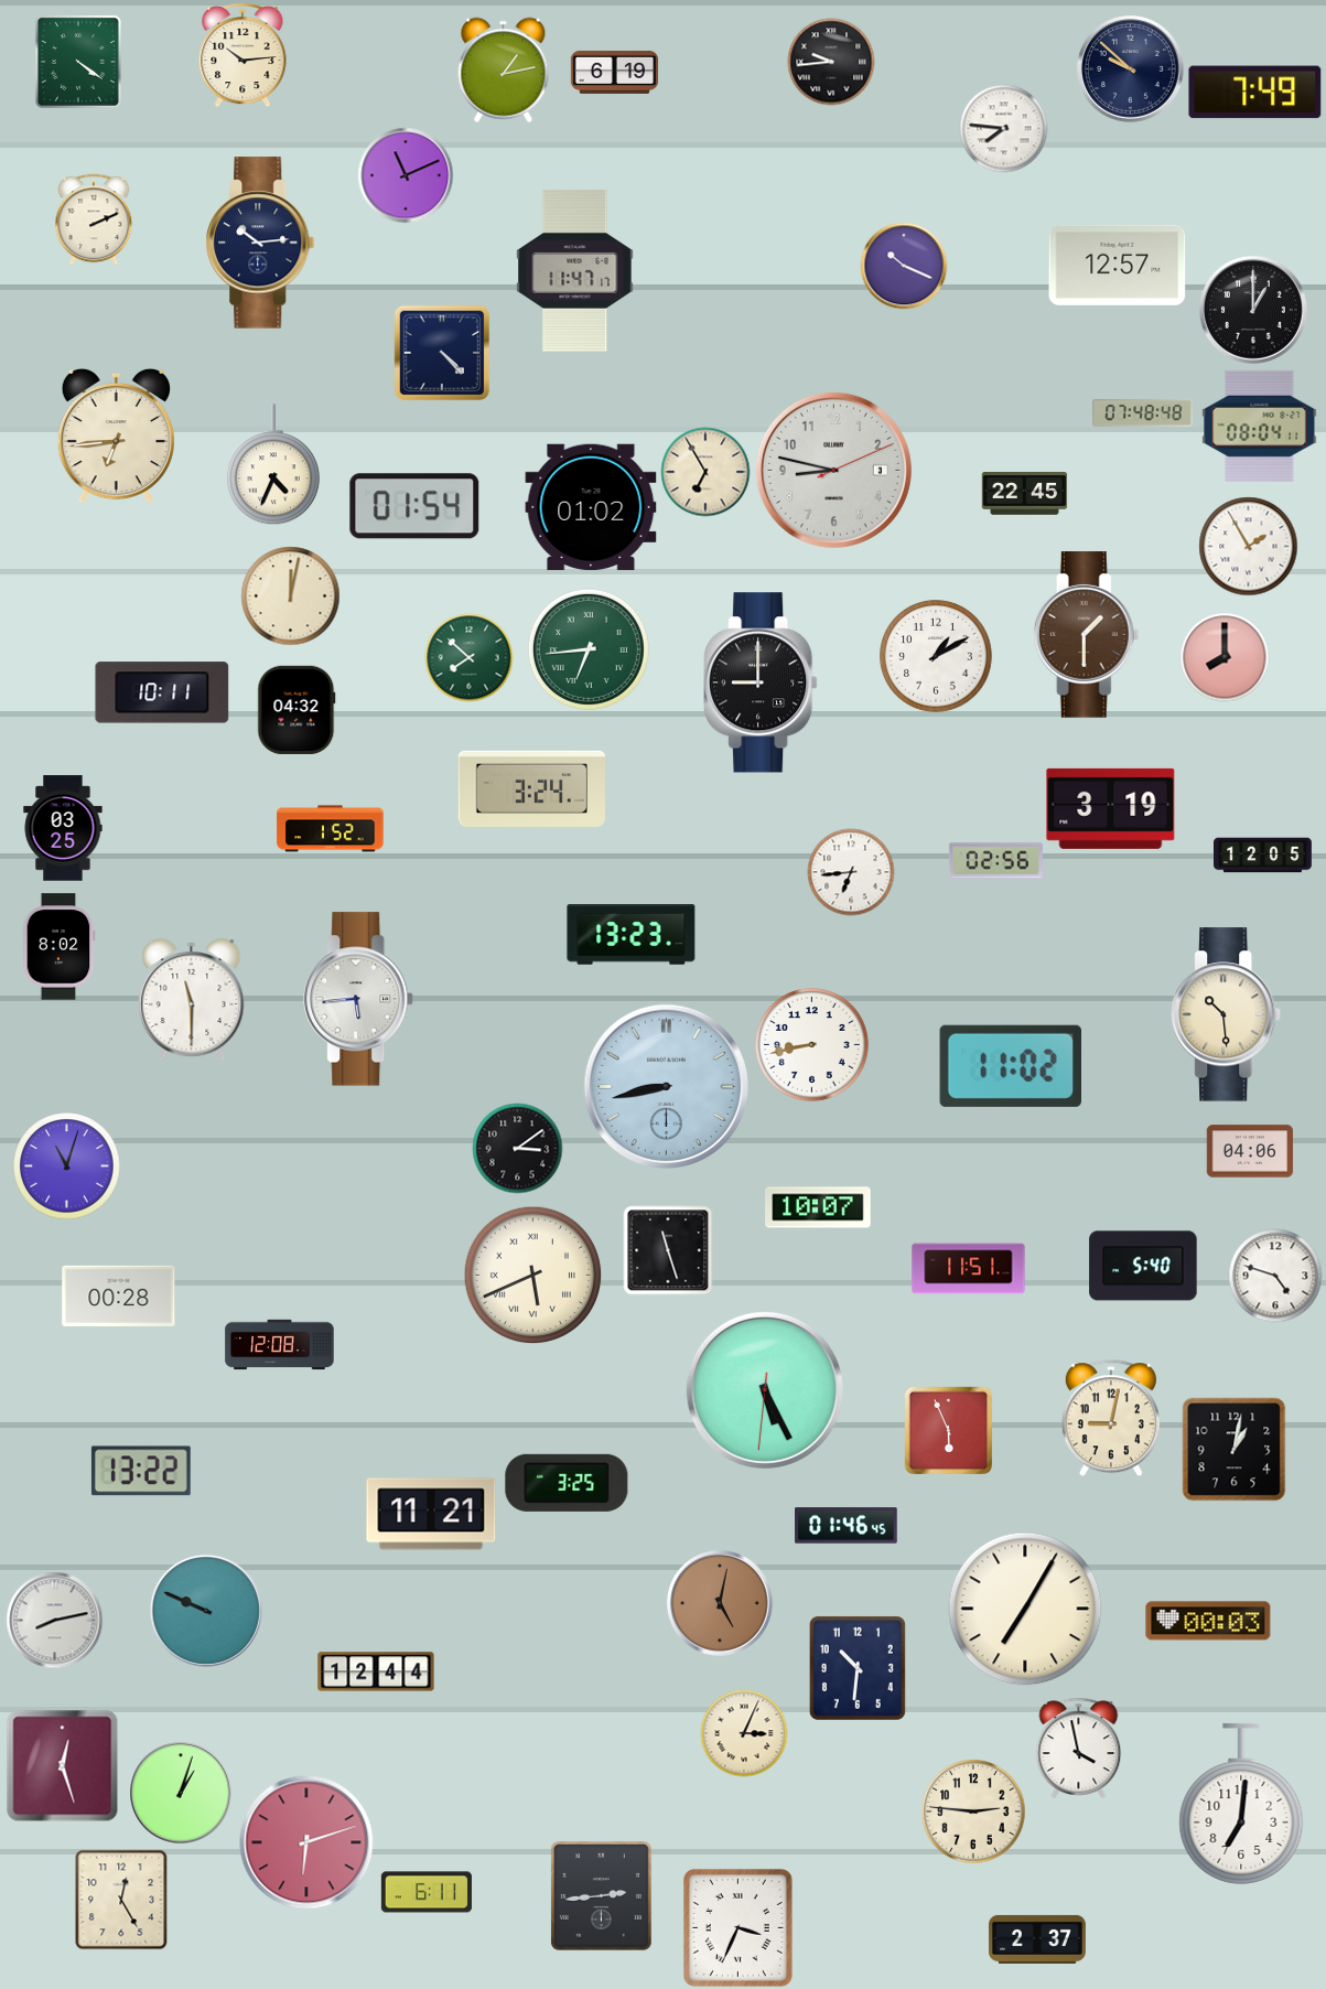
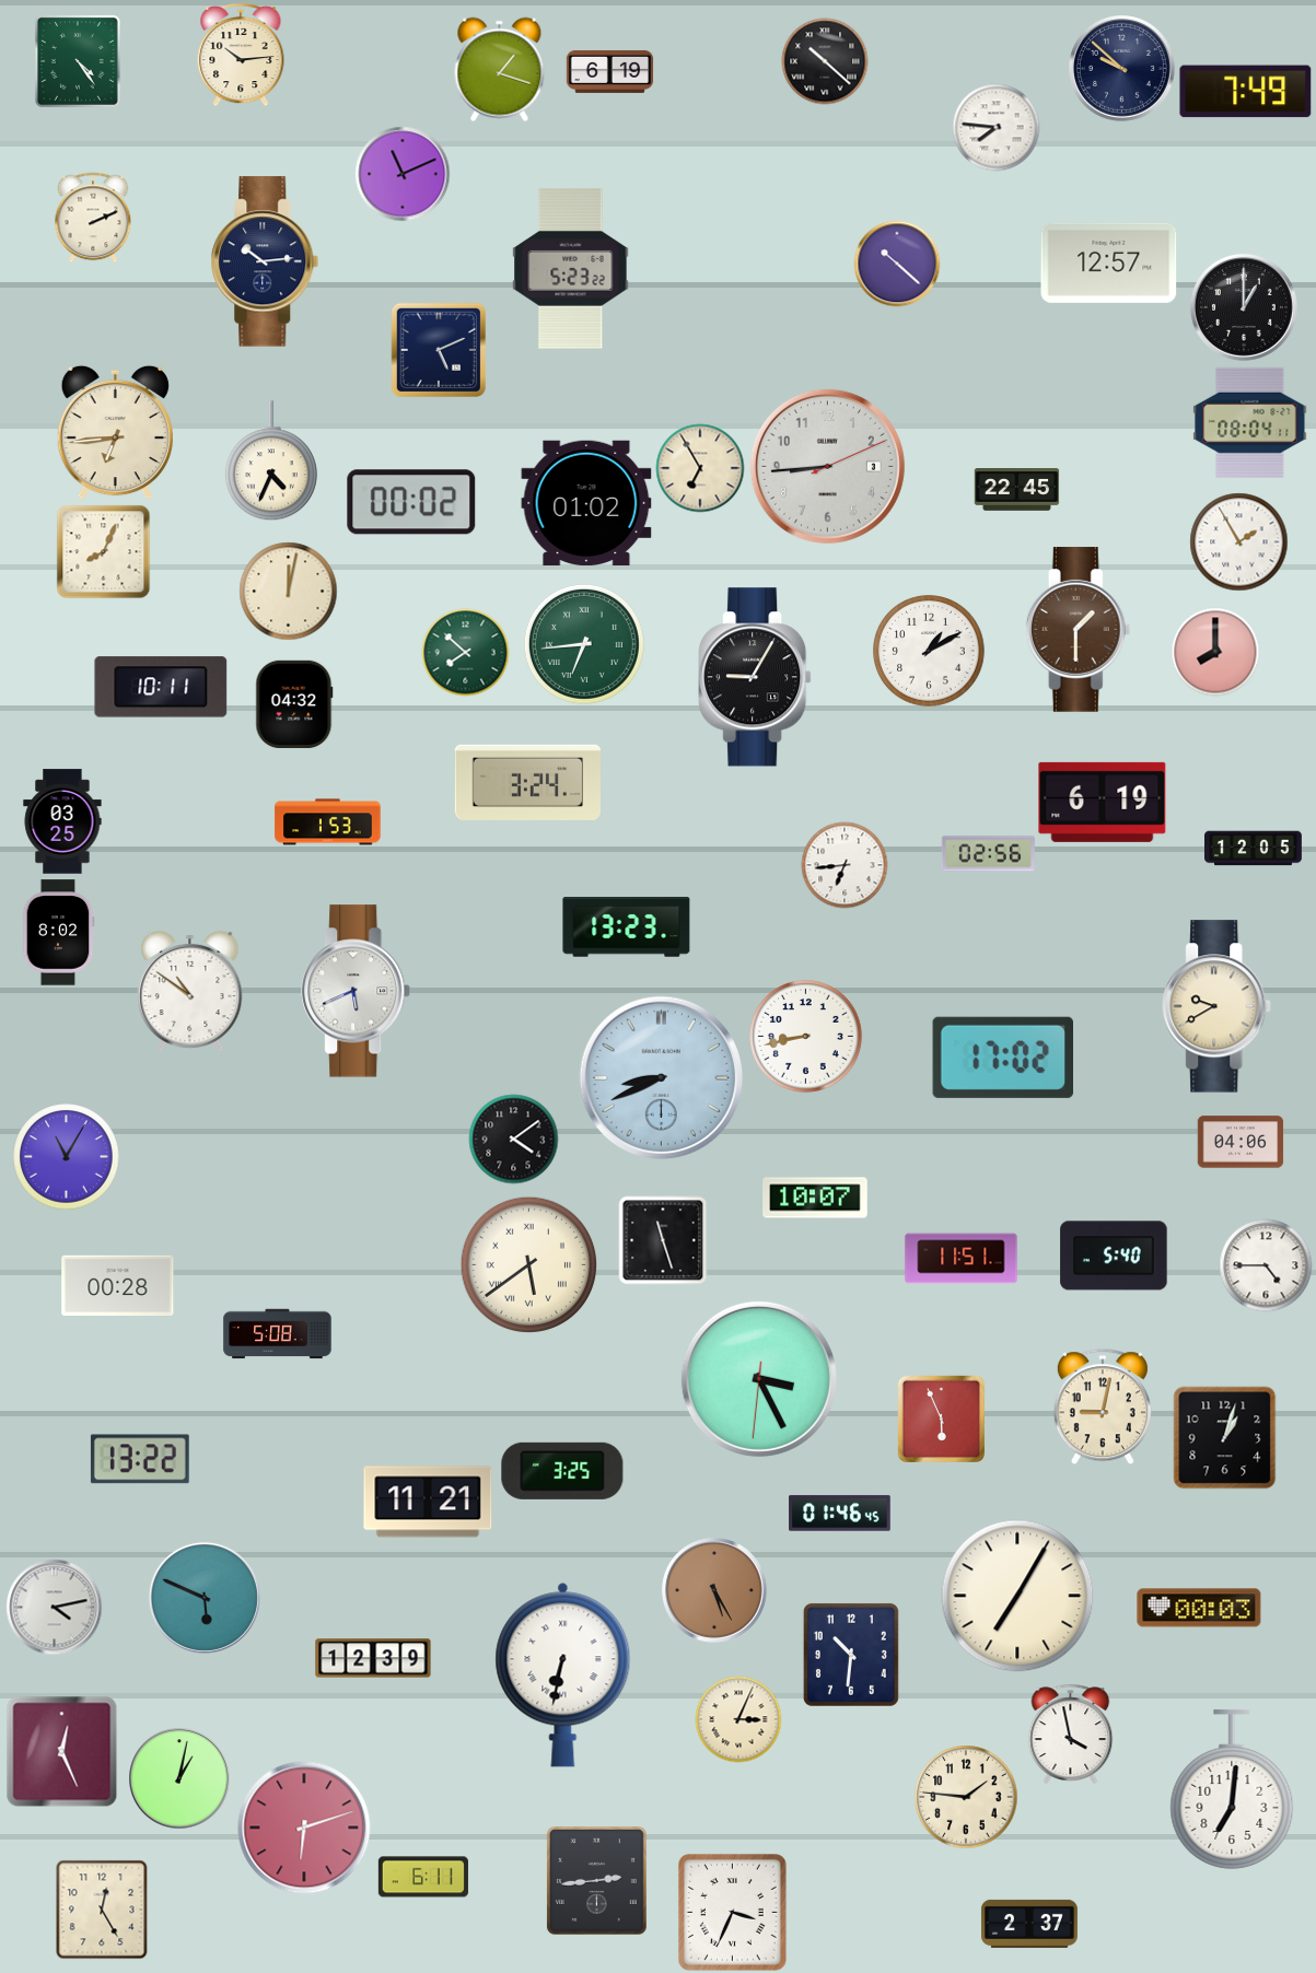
clock at (78, 62): 4:21 -> 4:24
clock at (831, 62): 9:44 -> 10:22
clock at (504, 69): 1:13 -> 1:18
clock at (260, 243) position: (260, 243) -> (265, 261)
clock at (904, 266): 10:19 -> 10:22
clock at (575, 270): 11:47 -> 5:23
clock at (442, 353): 4:23 -> 5:11
clock at (1143, 413): 07:48 -> none
clock at (833, 470): 8:47 -> 8:44
clock at (414, 506): 01:54 -> 00:02
clock at (103, 551): none -> 8:04
clock at (761, 682): 9:00 -> 9:05
clock at (1111, 808): 3:19 -> 6:19
clock at (331, 829): 1:52 -> 1:53
clock at (58, 947) position: (58, 947) -> (58, 933)
clock at (192, 999): 11:30 -> 10:51
clock at (359, 999): 5:44 -> 5:41
clock at (1227, 1014): 10:29 -> 9:40
clock at (1010, 1066): 11:02 -> 17:02
clock at (666, 1086): 8:43 -> 8:41
clock at (517, 1148): 3:09 -> 4:09
clock at (67, 1166): 11:03 -> 11:05
clock at (818, 1207) position: (818, 1207) -> (815, 1198)
clock at (1143, 1266) position: (1143, 1266) -> (1114, 1256)
clock at (532, 1275): 5:41 -> 5:39
clock at (1275, 1276): 4:48 -> 4:45
clock at (280, 1345): 12:08 -> 5:08
clock at (765, 1390): 5:25 -> 3:25
clock at (1233, 1449): 1:02 -> 1:03
clock at (720, 1603): 5:02 -> 5:25
clock at (206, 1611): 9:49 -> 5:49
clock at (54, 1620): 8:13 -> 4:13
clock at (376, 1671): 12:44 -> 12:39
clock at (563, 1674): none -> 6:32
clock at (62, 1765): 12:27 -> 12:26
clock at (181, 1793): 1:03 -> 1:02
clock at (973, 1811): 2:46 -> 1:46
clock at (121, 1900) position: (121, 1900) -> (102, 1910)
